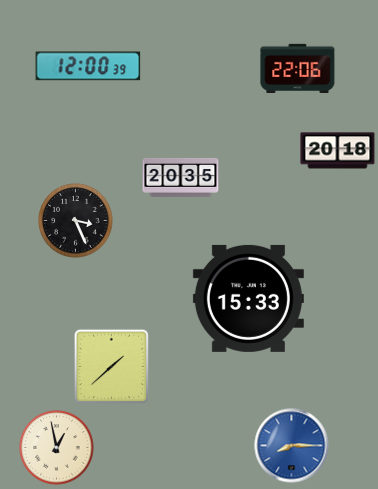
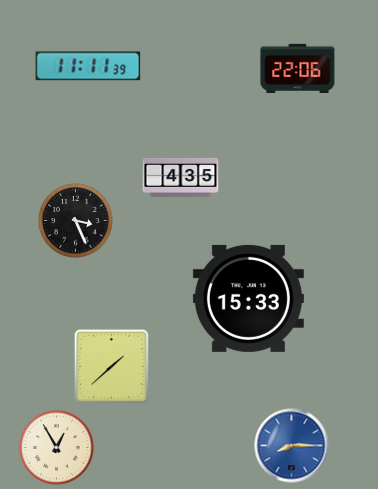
clock at (88, 66): 12:00 -> 11:11
clock at (338, 151): 20:18 -> none
clock at (181, 177): 20:35 -> 4:35
clock at (57, 448): 12:58 -> 12:55
